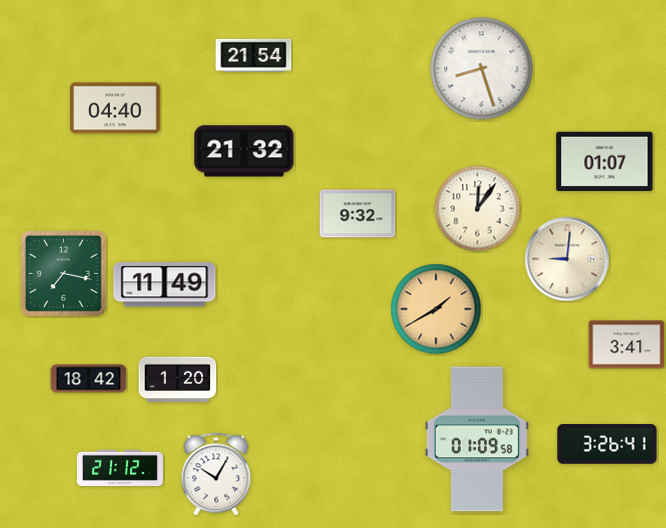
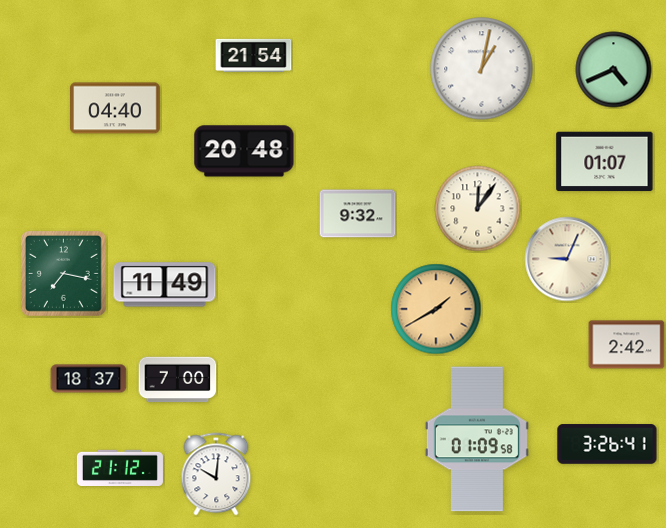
clock at (482, 69): 8:27 -> 1:02
clock at (614, 70): none -> 4:41
clock at (244, 151): 21:32 -> 20:48
clock at (567, 259): 9:01 -> 9:04
clock at (627, 345): 3:41 -> 2:42
clock at (89, 379): 18:42 -> 18:37
clock at (178, 380): 1:20 -> 7:00
clock at (216, 474): 10:05 -> 10:01
